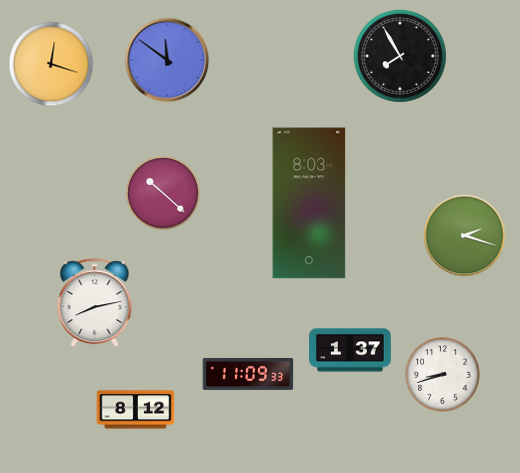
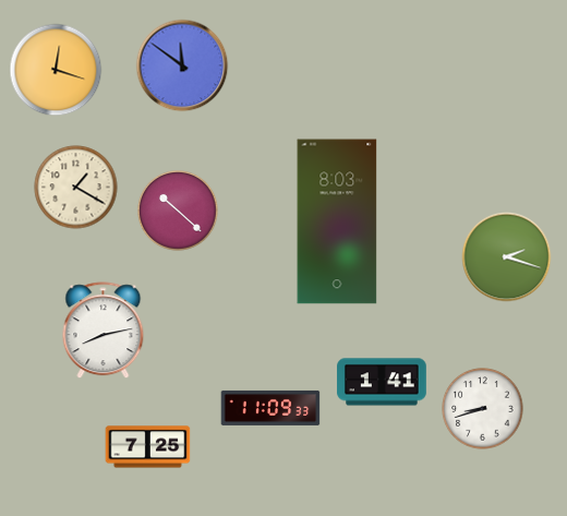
clock at (400, 56): 7:55 -> none
clock at (76, 188): none -> 1:20
clock at (350, 350): 1:37 -> 1:41
clock at (136, 410): 8:12 -> 7:25
